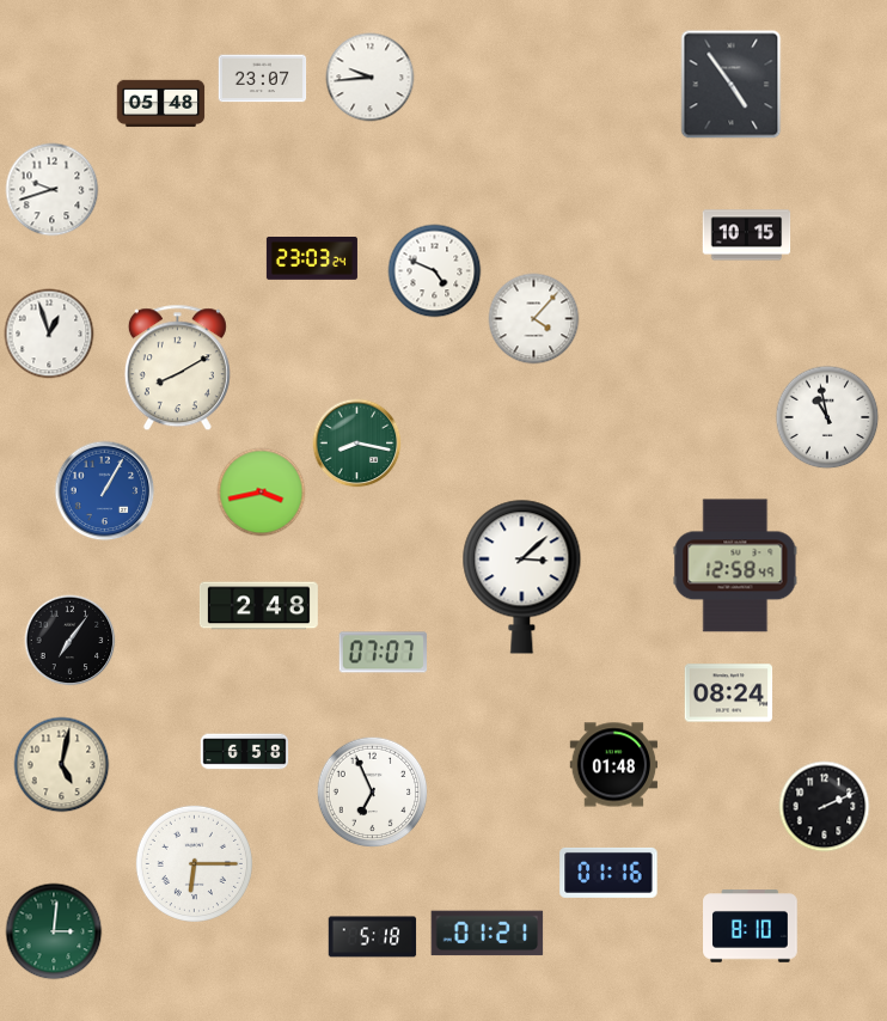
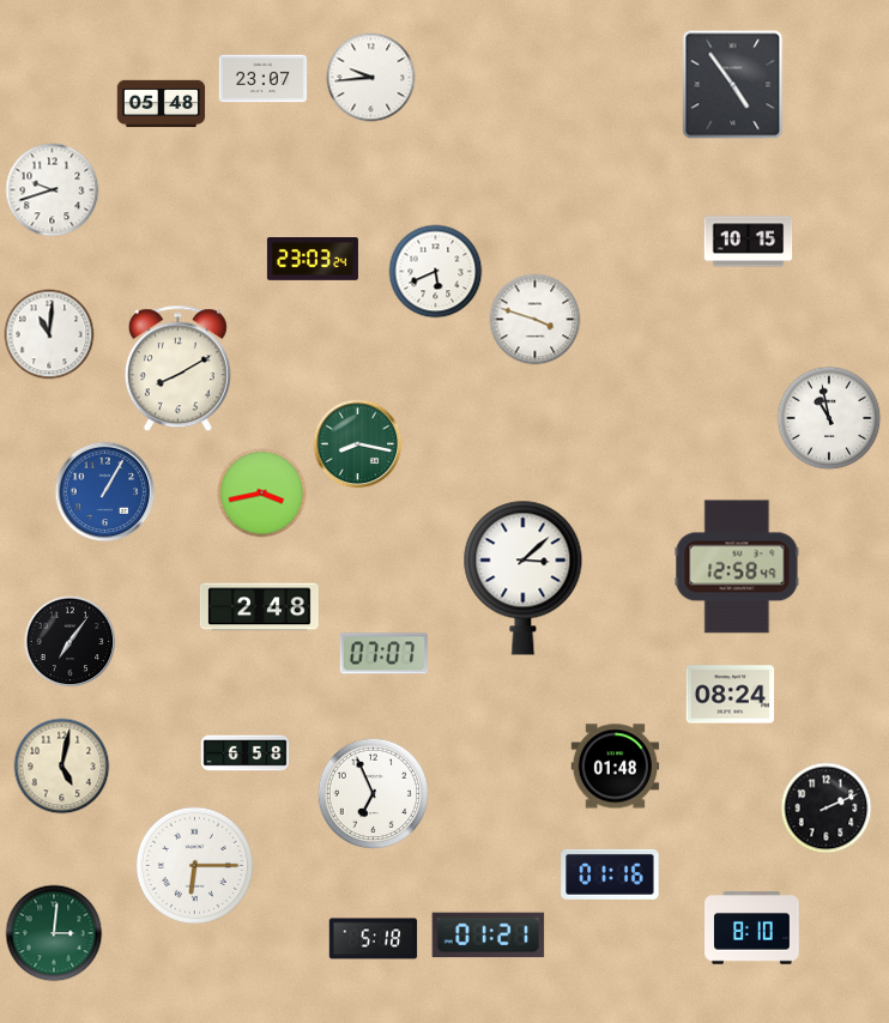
clock at (747, 236) position: (747, 236) -> (749, 242)
clock at (435, 271): 4:49 -> 5:41
clock at (534, 319): 4:07 -> 3:48
clock at (49, 334): 12:57 -> 11:01
